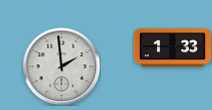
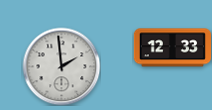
clock at (172, 48): 1:33 -> 12:33
